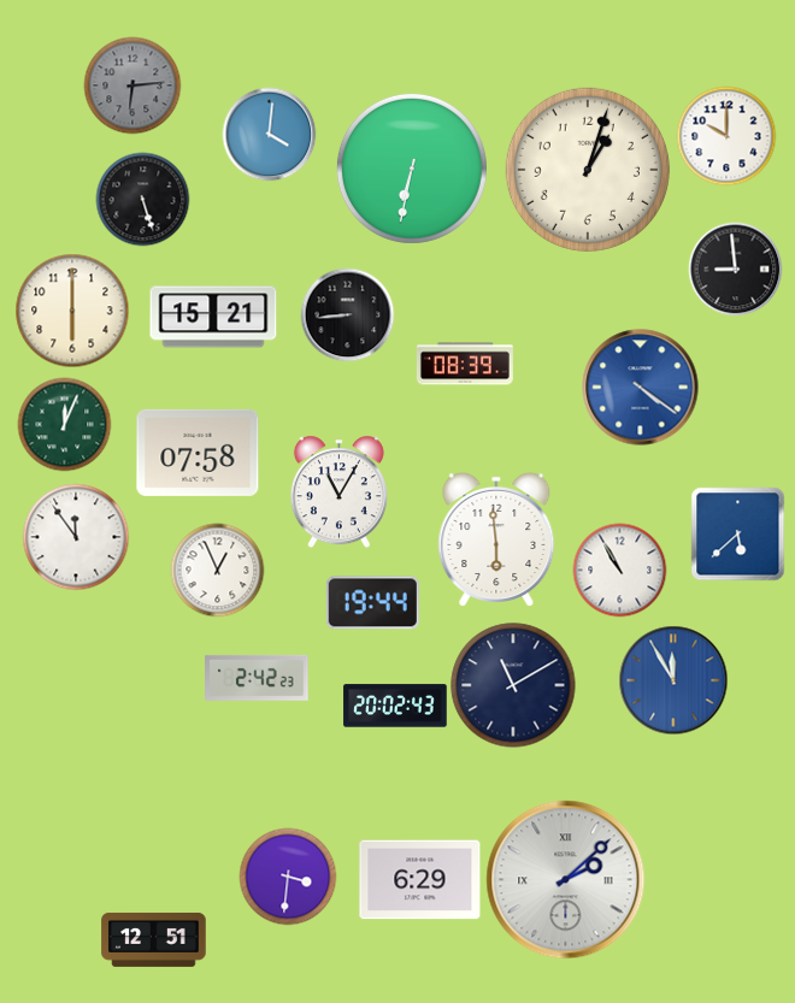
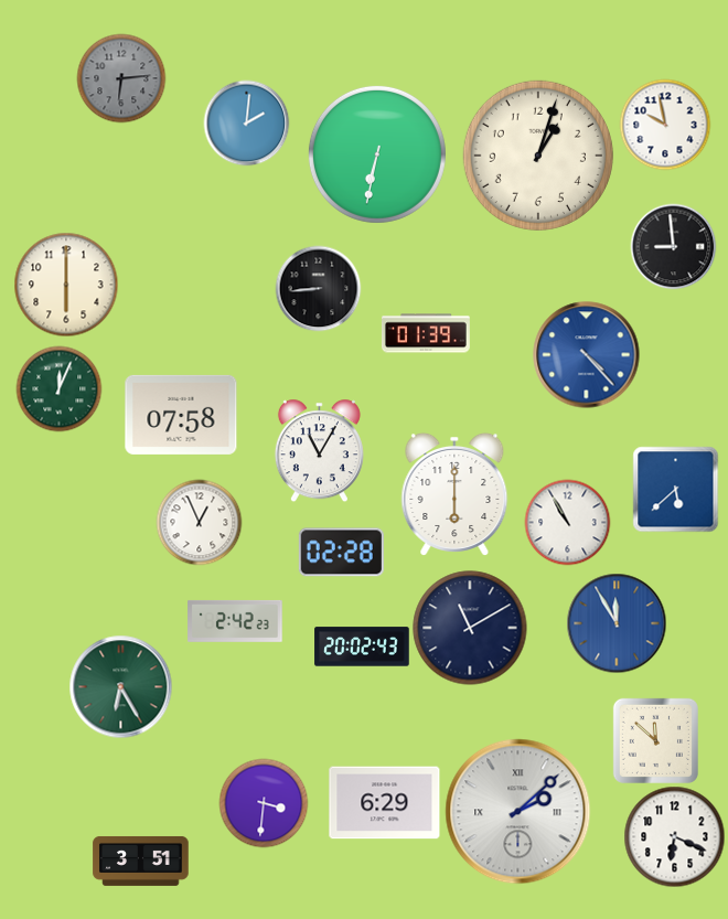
clock at (269, 134): 4:01 -> 2:01
clock at (726, 136): 10:00 -> 9:58
clock at (142, 199): 5:27 -> none
clock at (213, 317): 15:21 -> none
clock at (465, 364): 08:39 -> 01:39
clock at (641, 388): 4:21 -> 4:23
clock at (338, 491) position: (338, 491) -> (319, 450)
clock at (76, 537): 11:54 -> none
clock at (496, 539): 5:59 -> 6:00
clock at (372, 603): 19:44 -> 02:28
clock at (120, 686): none -> 6:25
clock at (655, 740): none -> 11:52
clock at (420, 880) position: (420, 880) -> (385, 803)
clock at (566, 880) position: (566, 880) -> (518, 812)
clock at (674, 836): none -> 6:19
clock at (154, 939): 12:51 -> 3:51
